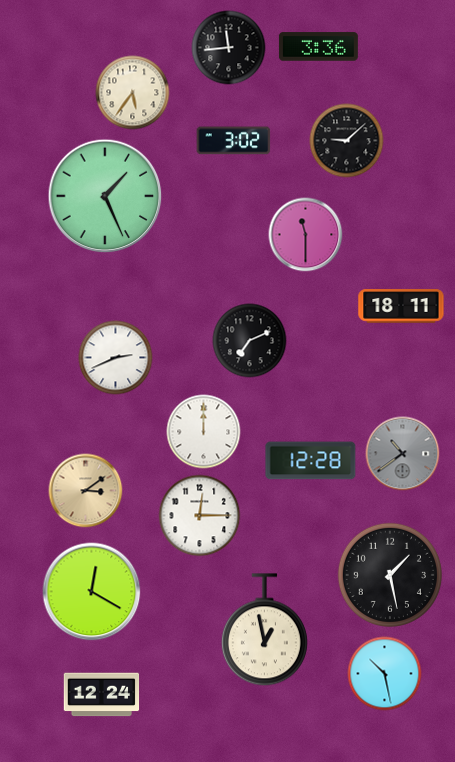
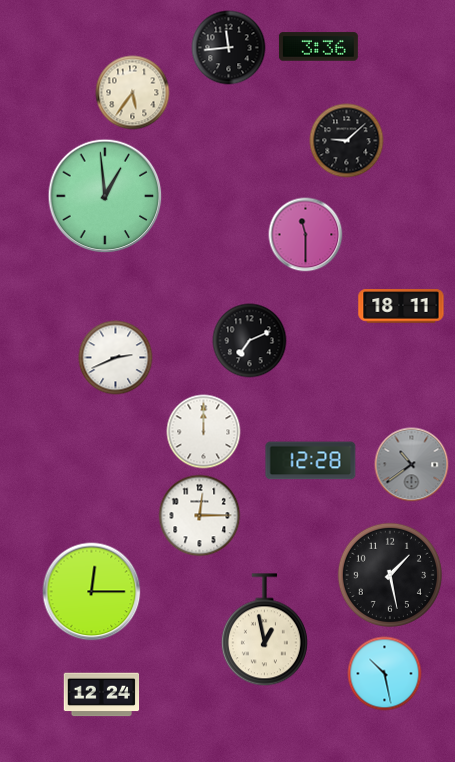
clock at (234, 141): 3:02 -> none
clock at (105, 196): 1:26 -> 12:59
clock at (403, 454) position: (403, 454) -> (412, 465)
clock at (86, 491): 3:09 -> none
clock at (92, 592): 12:20 -> 12:15
